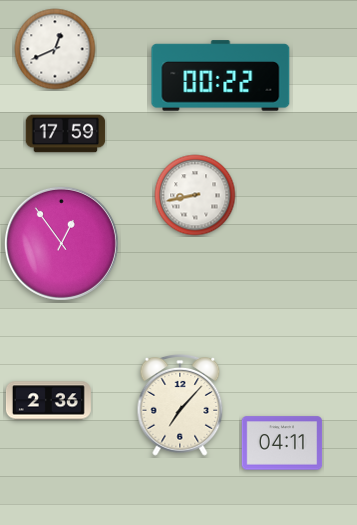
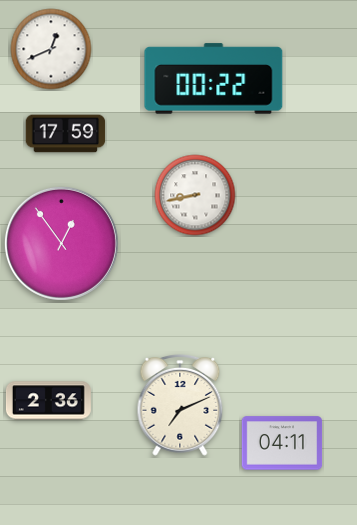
clock at (55, 49) position: (55, 49) -> (51, 49)
clock at (221, 76) position: (221, 76) -> (214, 79)
clock at (180, 406): 7:07 -> 7:11
